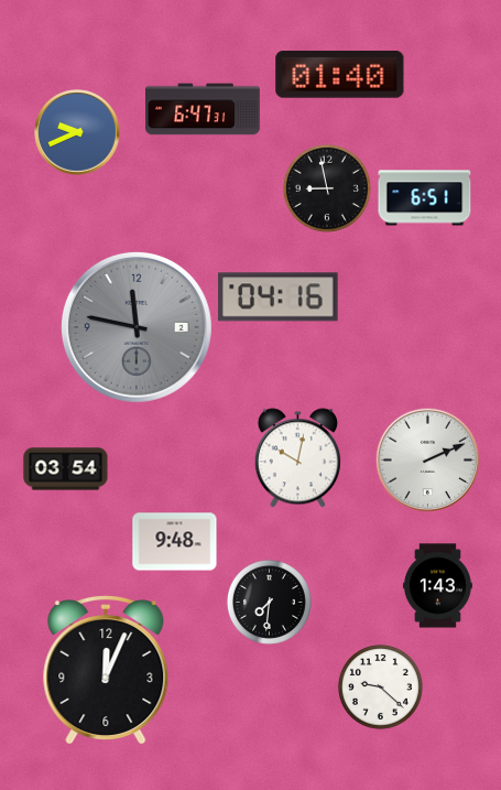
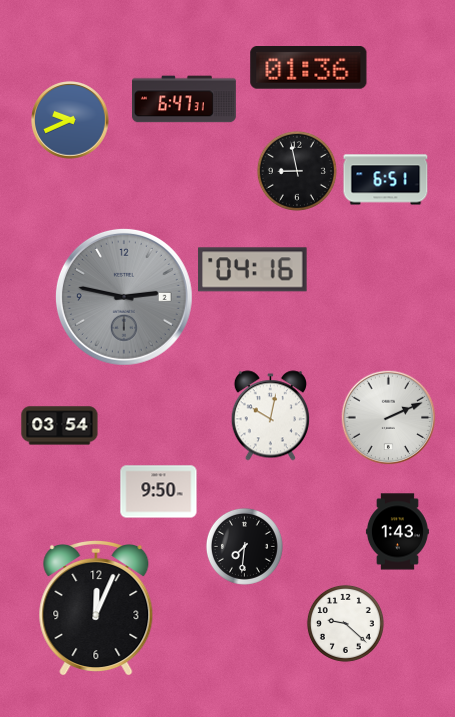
clock at (340, 75): 01:40 -> 01:36
clock at (137, 327): 11:47 -> 2:47
clock at (175, 542): 9:48 -> 9:50
